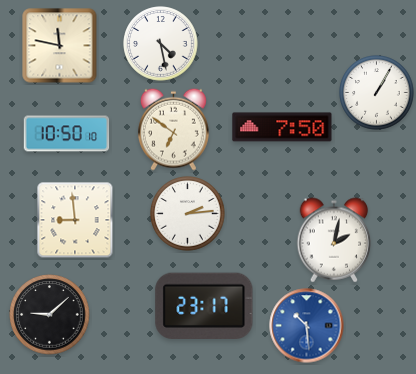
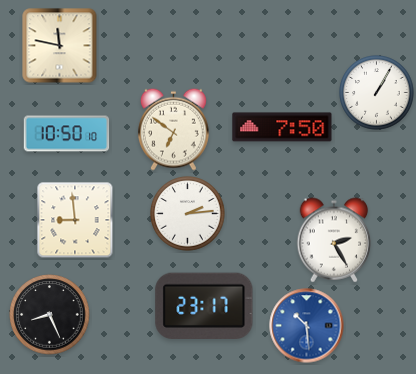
clock at (161, 44): 4:28 -> none
clock at (334, 240): 2:02 -> 2:25
clock at (50, 315): 9:08 -> 8:26
